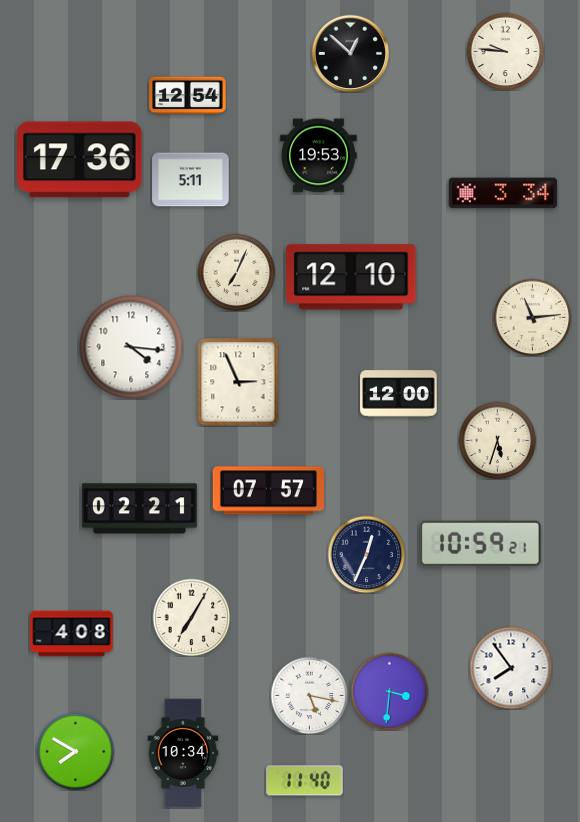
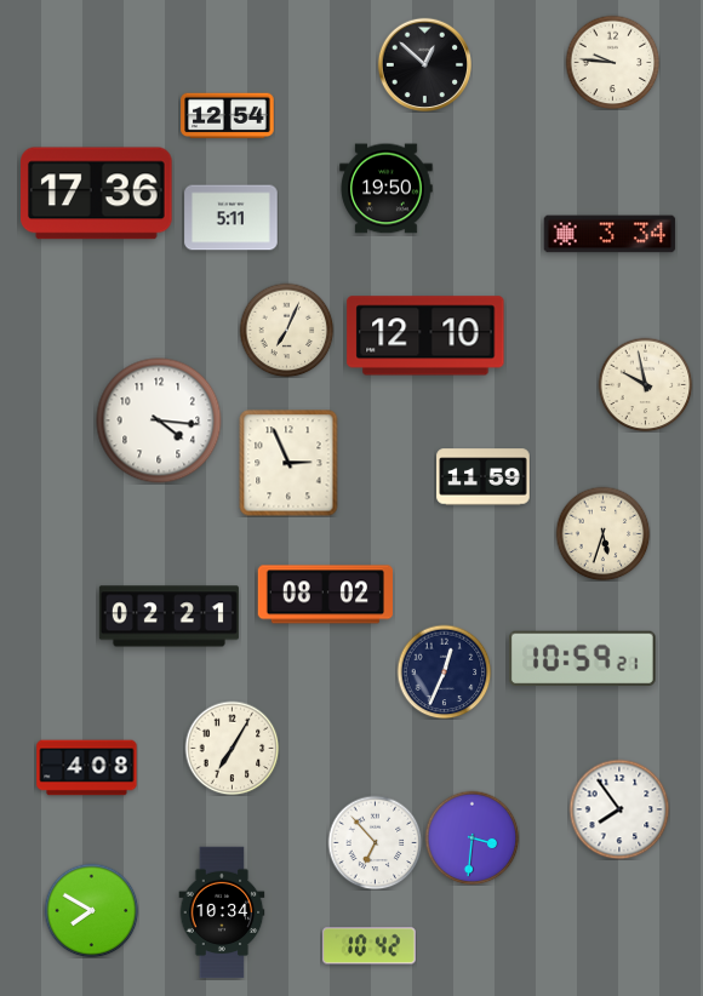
clock at (319, 156): 19:53 -> 19:50
clock at (532, 317): 11:14 -> 9:58
clock at (399, 394): 12:00 -> 11:59
clock at (268, 491): 07:57 -> 08:02
clock at (309, 695): 5:17 -> 6:53
clock at (305, 781): 11:40 -> 10:42
